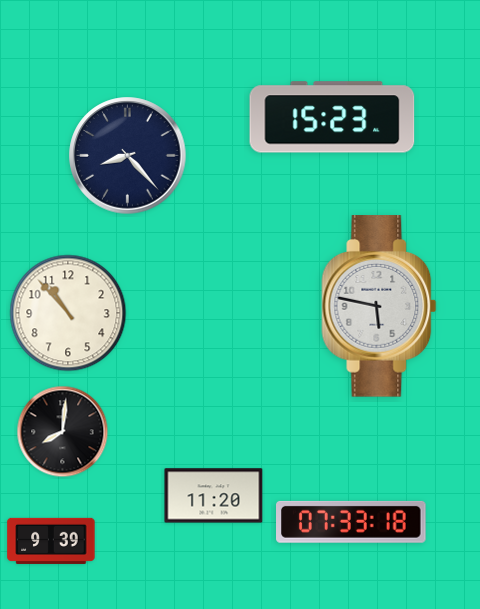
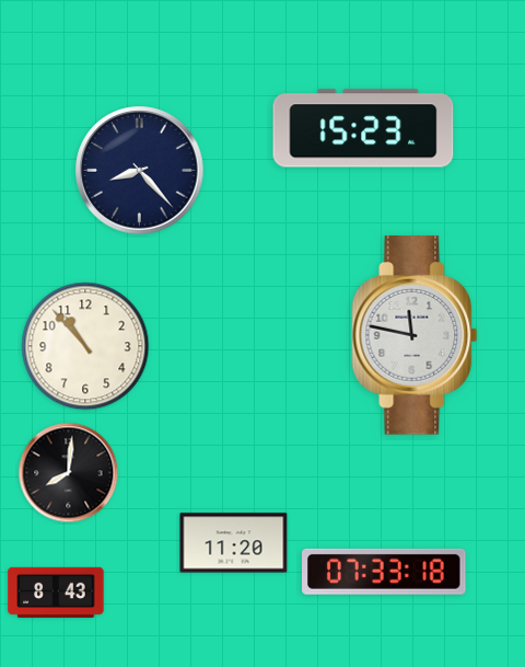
clock at (379, 306): 5:47 -> 11:47
clock at (68, 313) position: (68, 313) -> (85, 346)
clock at (51, 541): 9:39 -> 8:43
